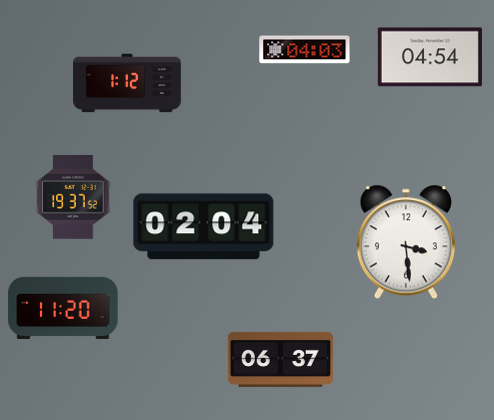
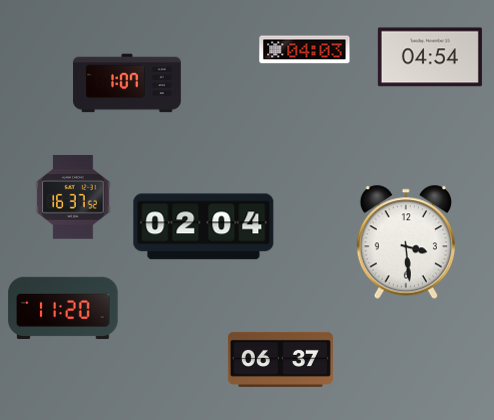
clock at (127, 83): 1:12 -> 1:07
clock at (73, 197): 19:37 -> 16:37
